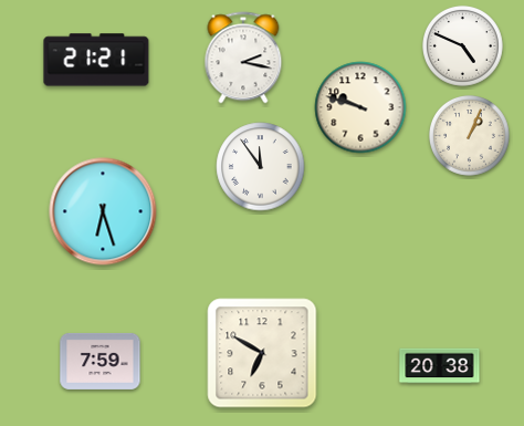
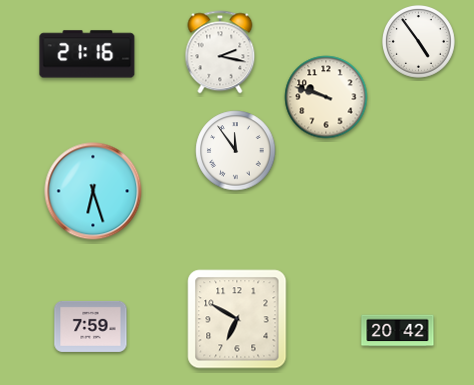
clock at (463, 46): 4:49 -> 4:54
clock at (96, 60): 21:21 -> 21:16
clock at (470, 136): 1:04 -> none
clock at (440, 366): 20:38 -> 20:42
